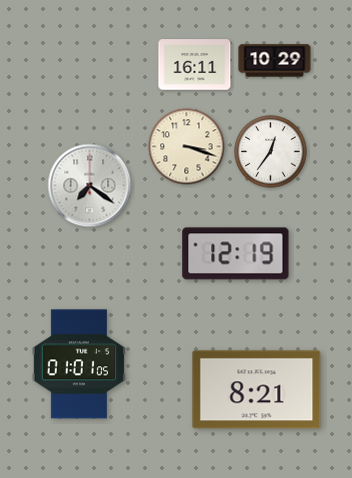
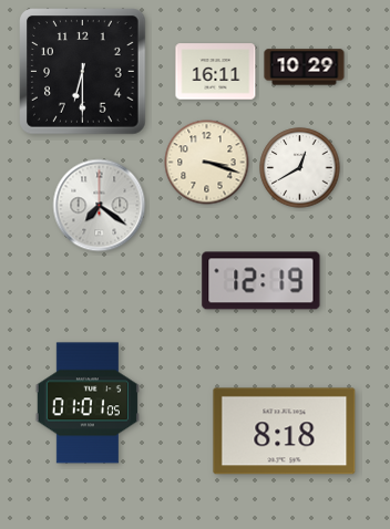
clock at (83, 72): none -> 6:30
clock at (271, 152): 12:36 -> 12:40
clock at (257, 390): 8:21 -> 8:18
